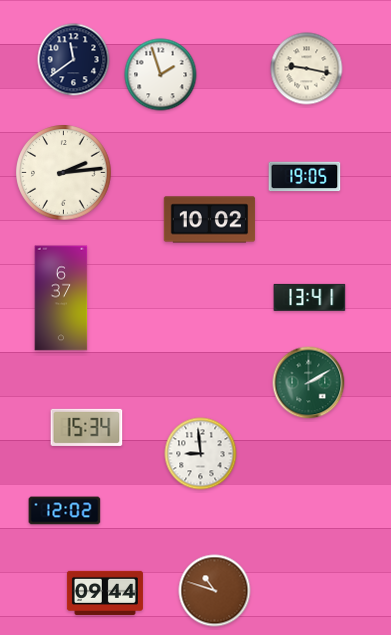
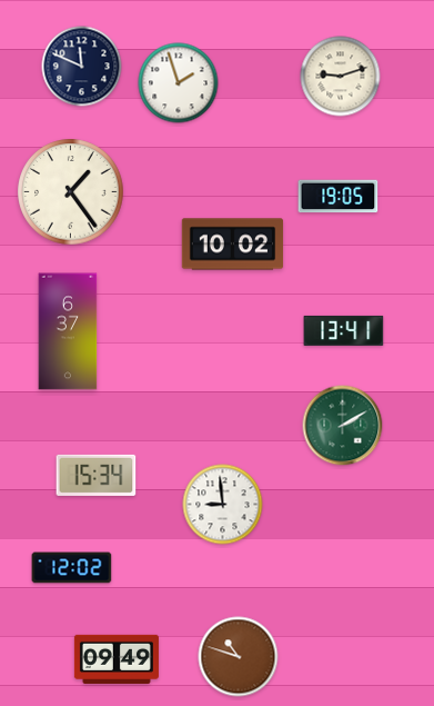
clock at (74, 60): 11:39 -> 11:49
clock at (307, 69): 9:17 -> 9:12
clock at (64, 173): 2:14 -> 1:24
clock at (105, 593): 09:44 -> 09:49
